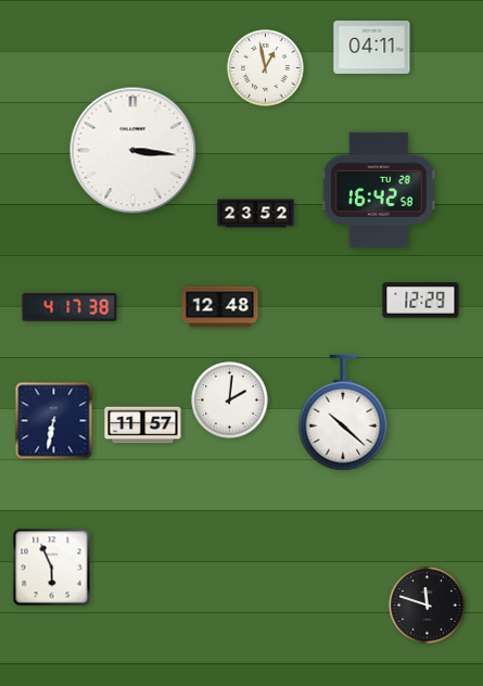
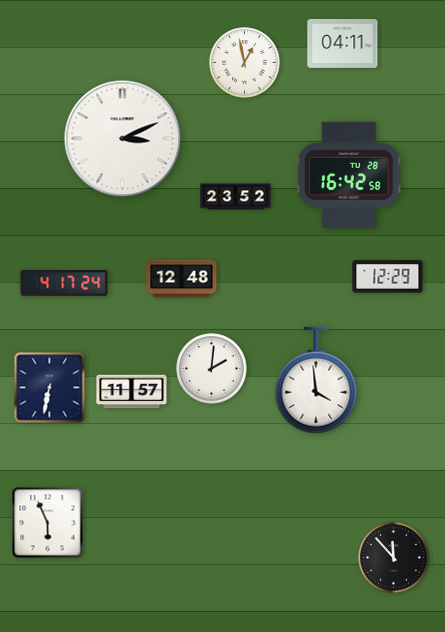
clock at (134, 151): 3:16 -> 3:11
clock at (69, 307): 4:17:38 -> 4:17:24
clock at (220, 307) position: (220, 307) -> (182, 279)
clock at (343, 412): 10:22 -> 3:59
clock at (428, 606): 11:48 -> 11:53
